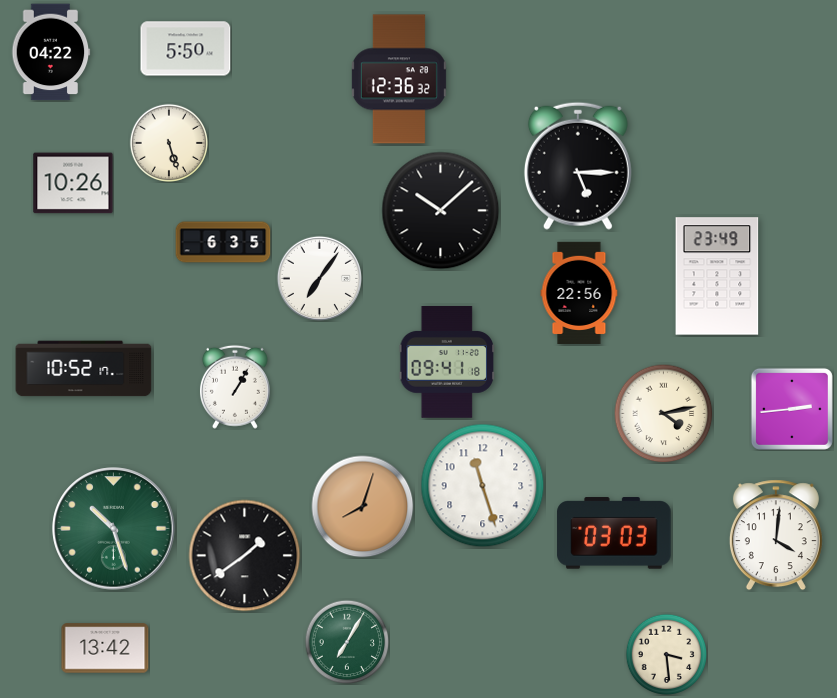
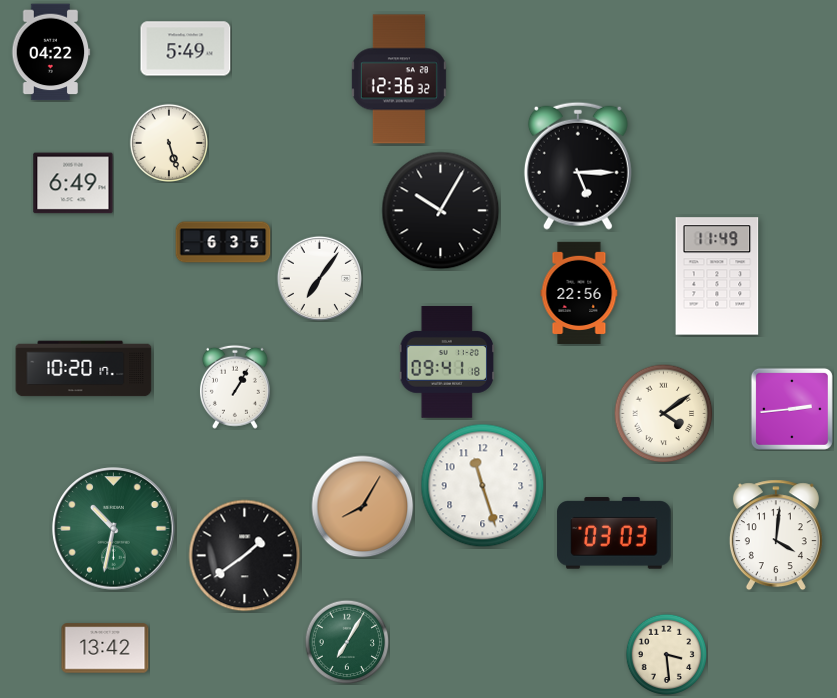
clock at (186, 49): 5:50 -> 5:49
clock at (73, 183): 10:26 -> 6:49
clock at (441, 211): 10:08 -> 10:05
clock at (717, 276): 23:49 -> 11:49
clock at (84, 369): 10:52 -> 10:20
clock at (664, 414): 4:13 -> 4:09
clock at (363, 507): 8:03 -> 8:05
clock at (114, 529): 10:27 -> 10:32
